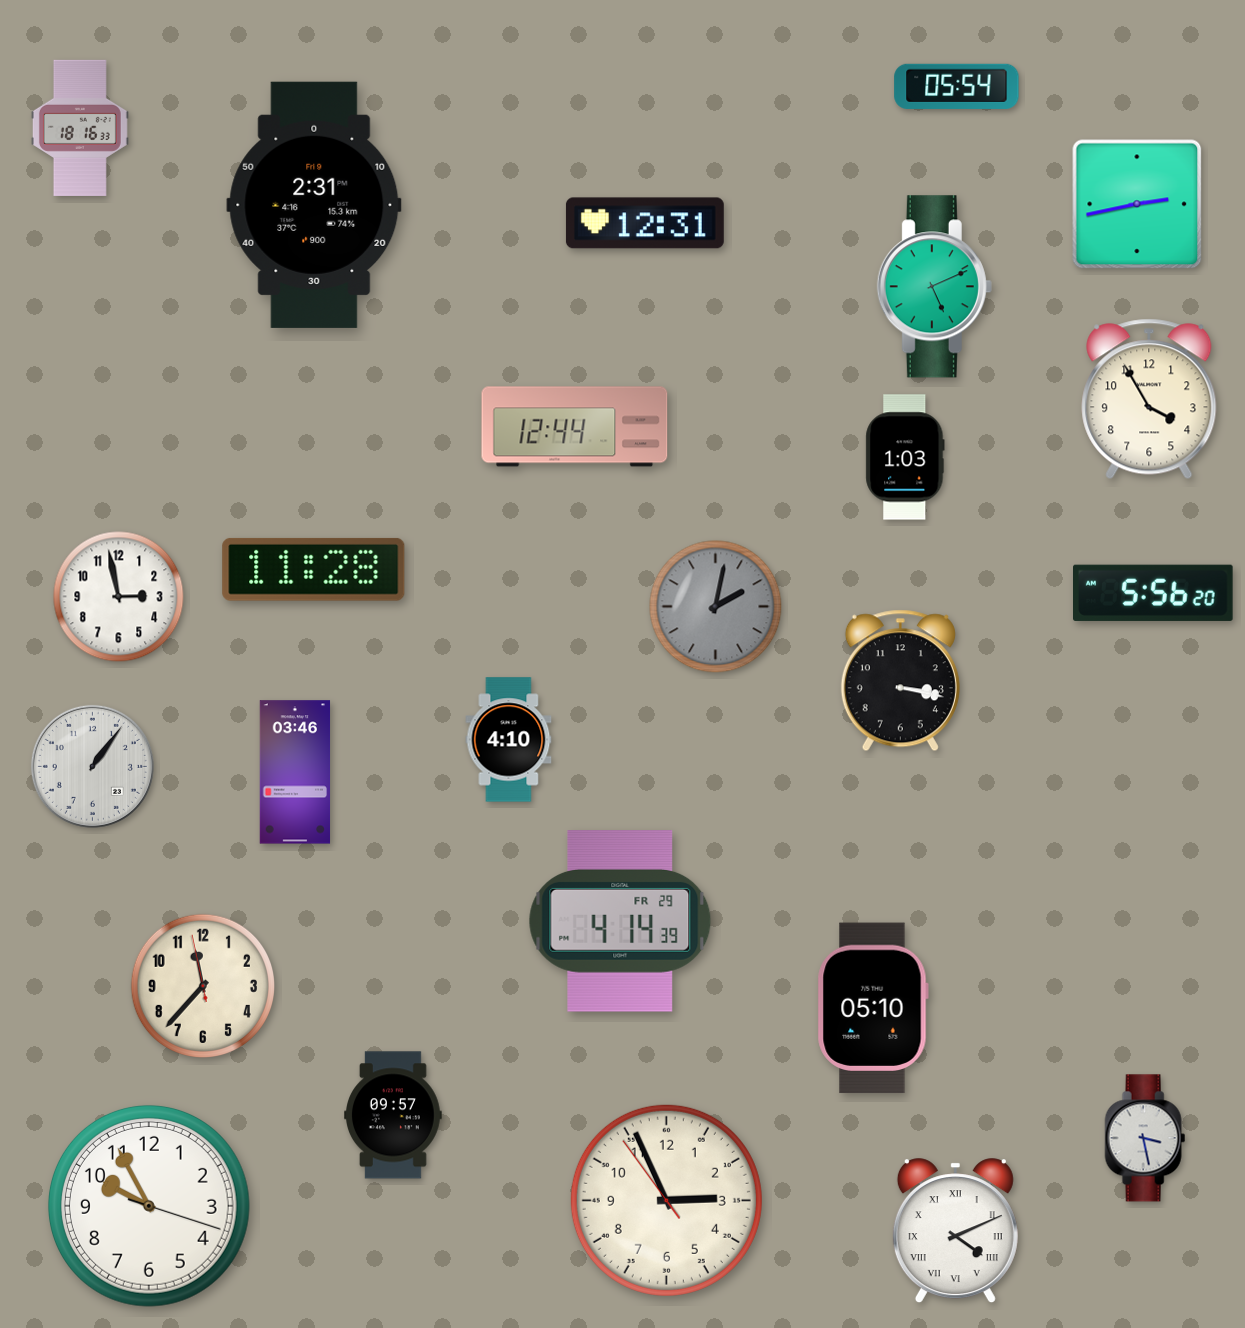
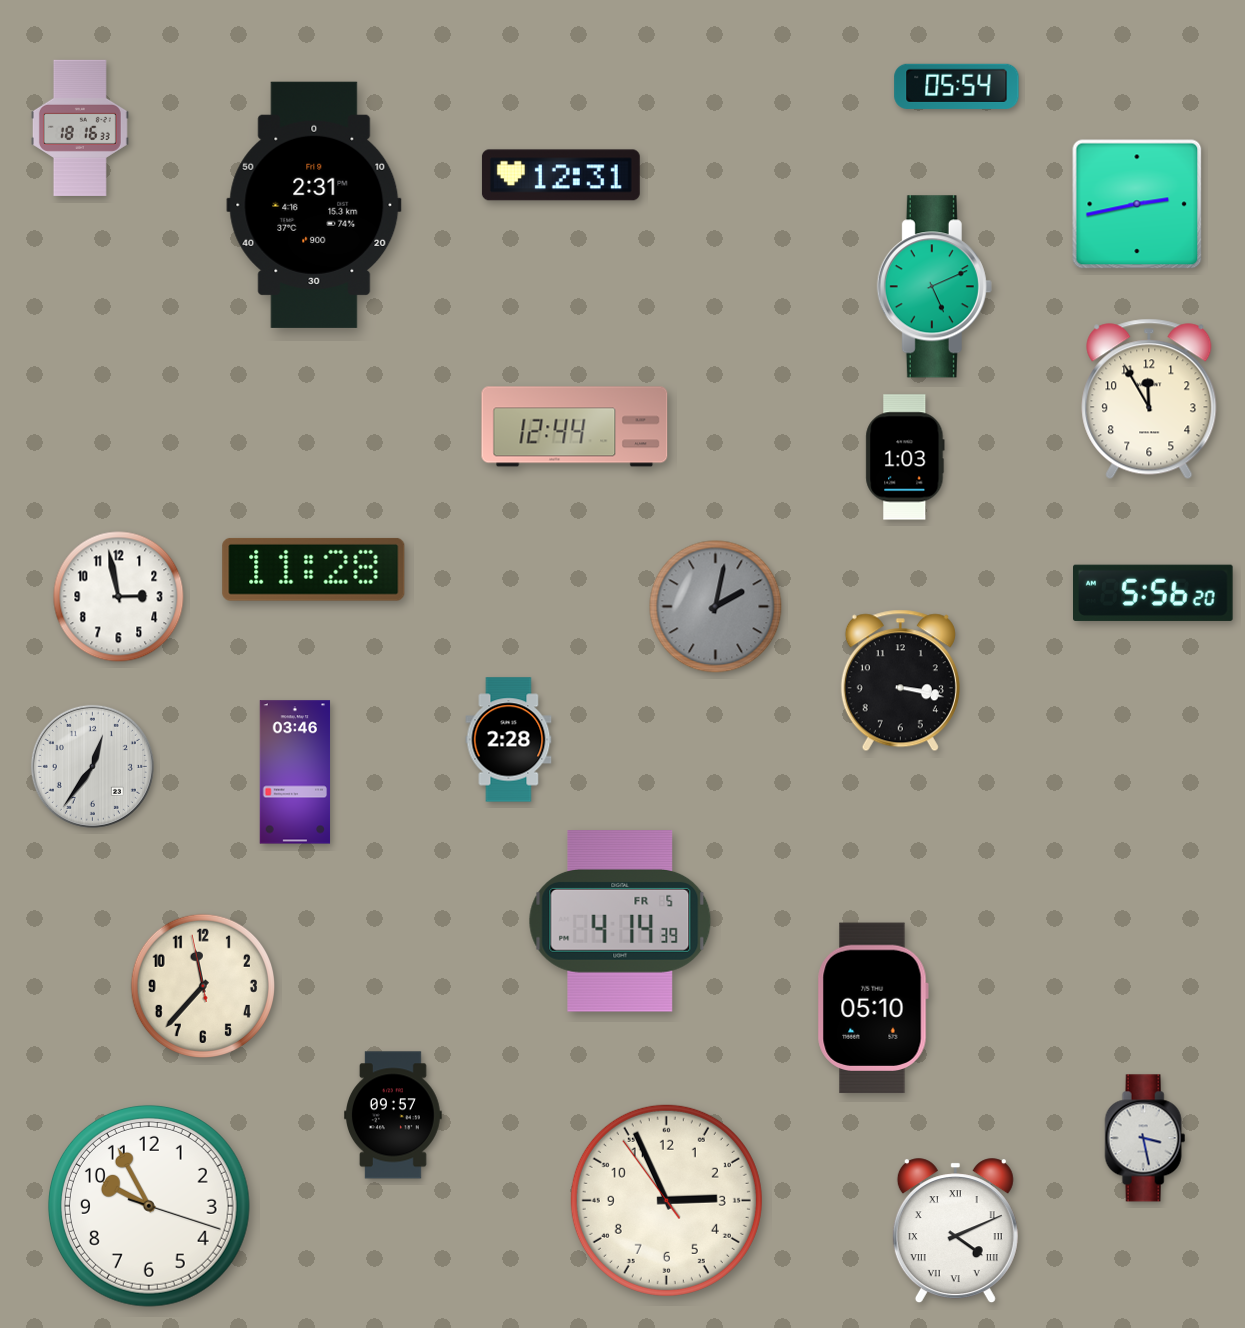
clock at (645, 223) position: (645, 223) -> (561, 175)
clock at (1149, 399): 3:55 -> 11:55
clock at (509, 740): 4:10 -> 2:28
clock at (92, 766): 1:06 -> 12:36
clock at (620, 921) date: FR 29 -> FR 5
